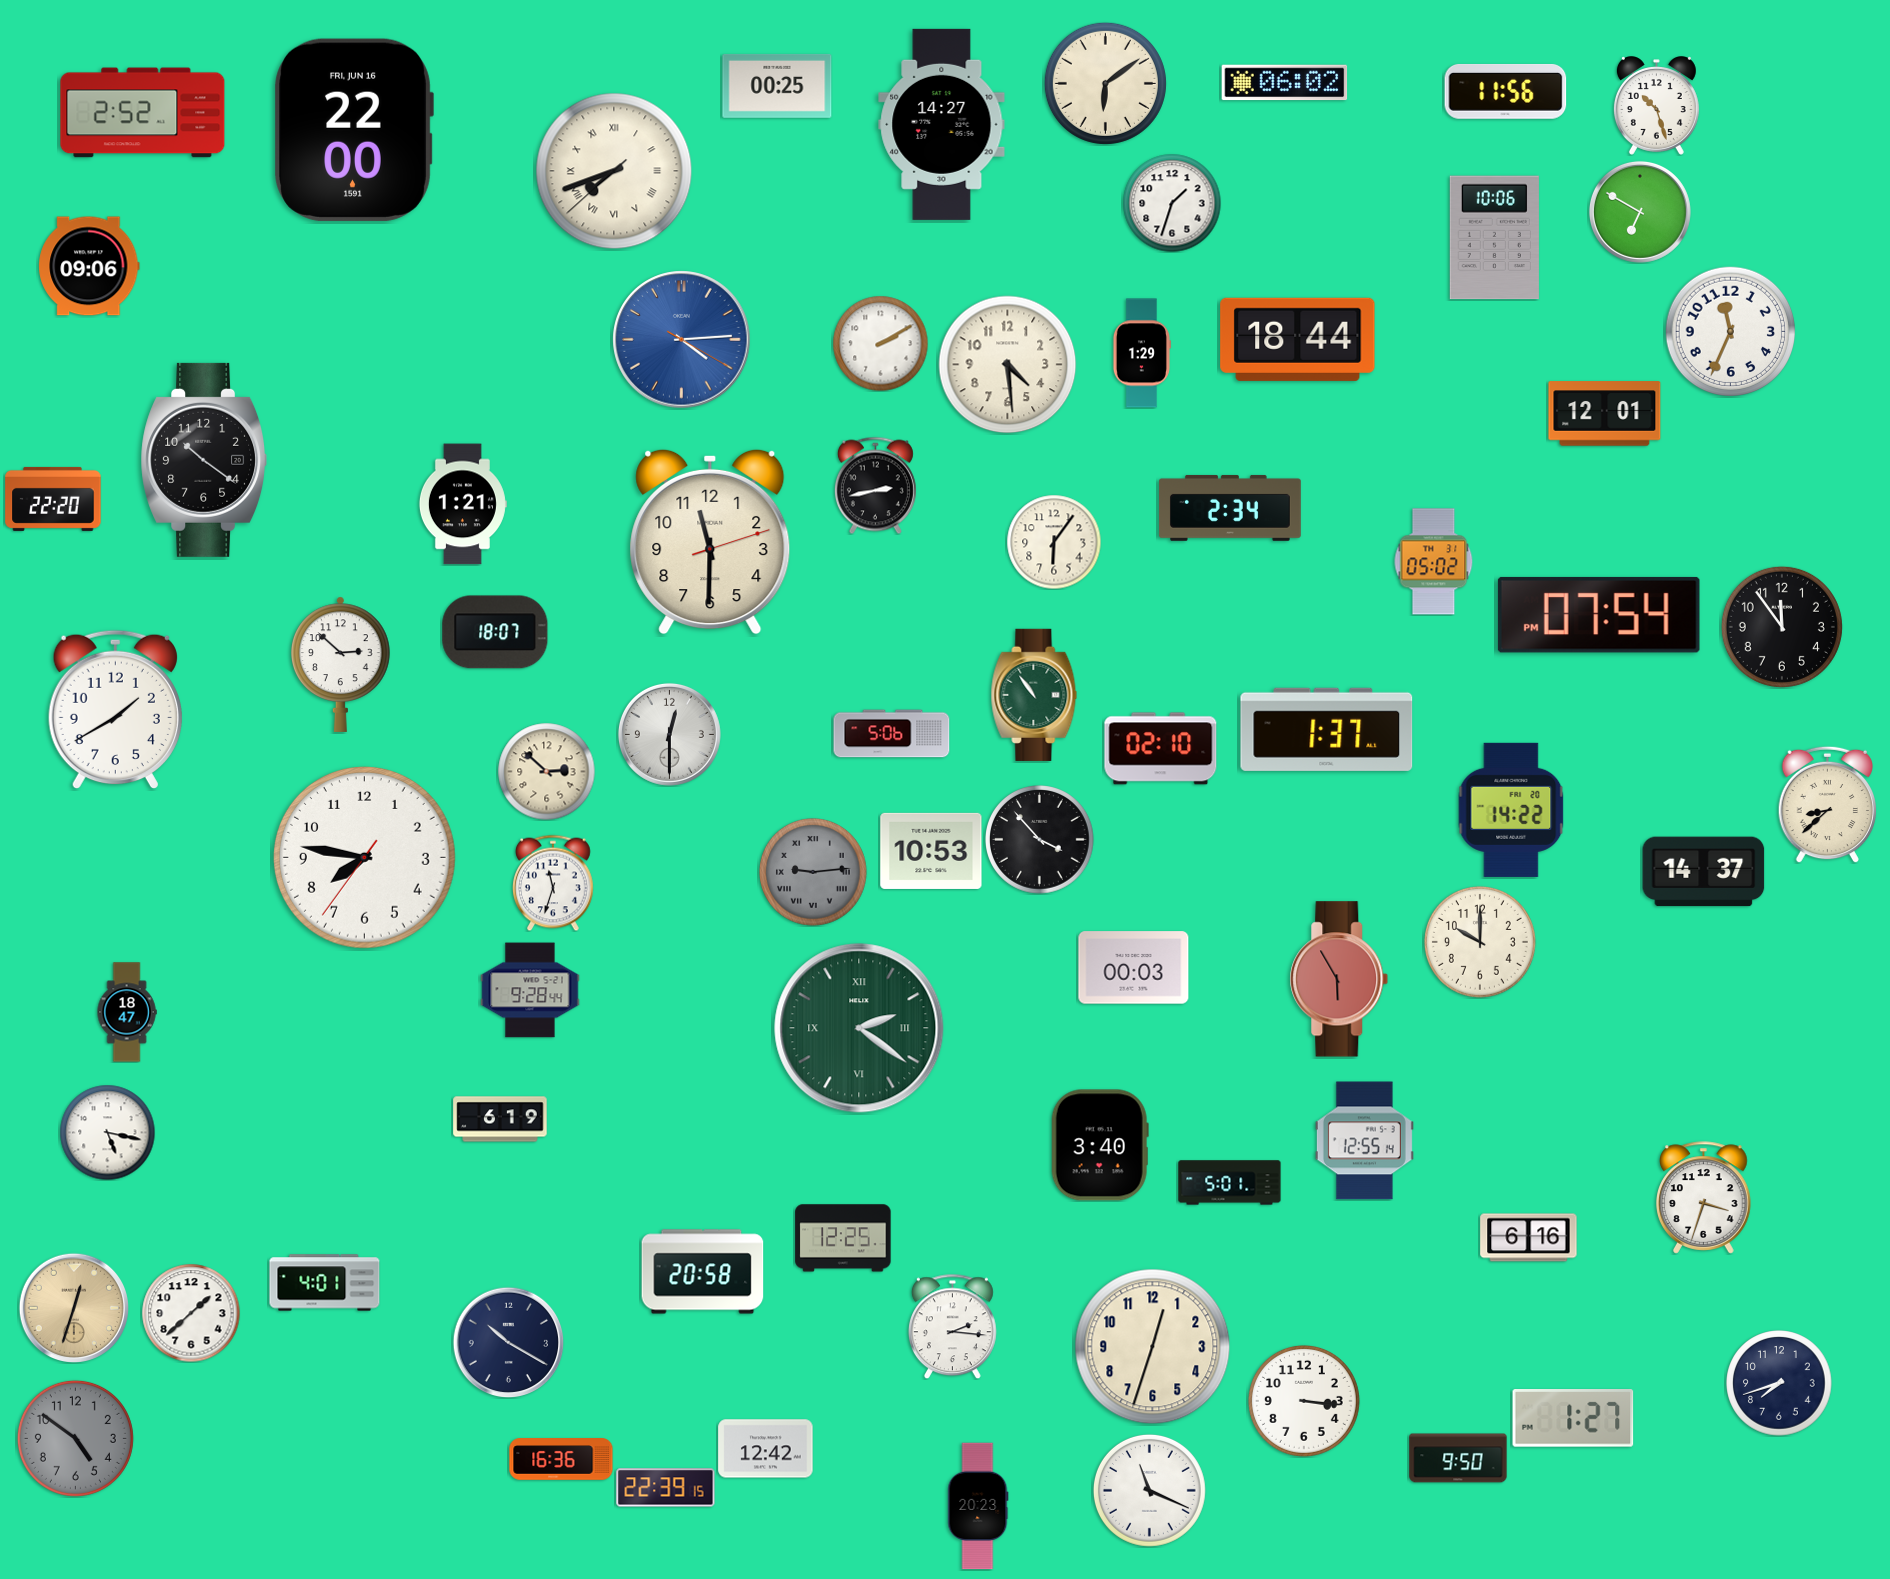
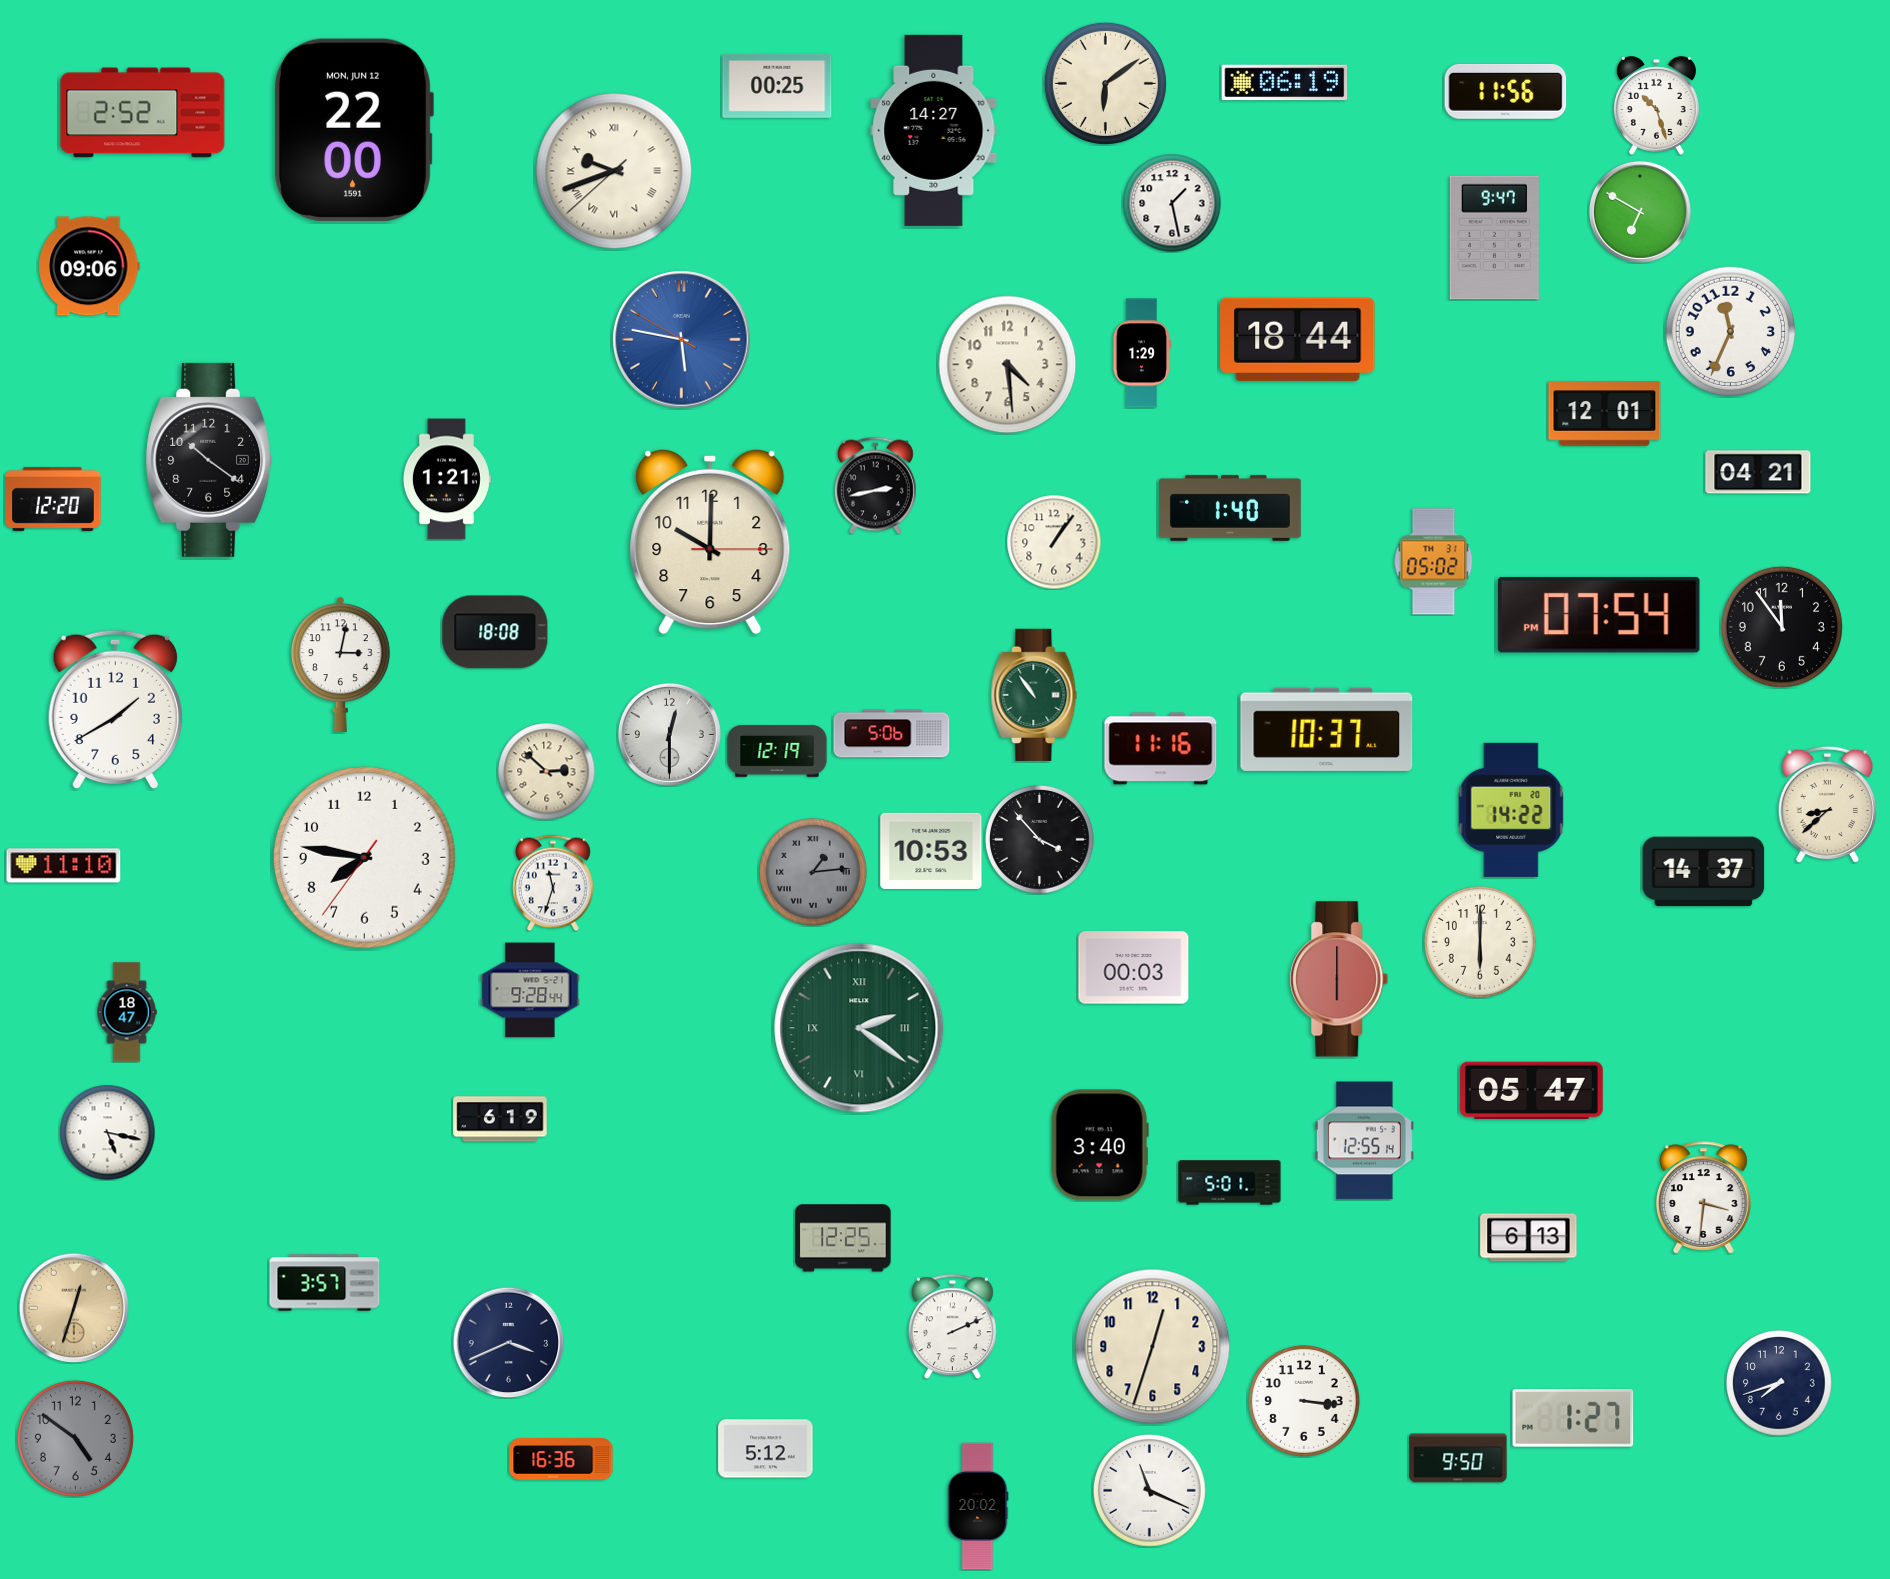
clock at (1285, 83): 06:02 -> 06:19
clock at (942, 124) position: (942, 124) -> (934, 130)
clock at (354, 130) date: FRI, JUN 16 -> MON, JUN 12
clock at (614, 171): 7:41 -> 9:41
clock at (1172, 203): 1:33 -> 1:28
clock at (1494, 238): 10:06 -> 9:47
clock at (682, 340): 4:14 -> 5:46
clock at (880, 343): 2:10 -> none
clock at (204, 460) position: (204, 460) -> (209, 460)
clock at (1758, 472): none -> 04:21
clock at (53, 499): 22:20 -> 12:20
clock at (463, 504) position: (463, 504) -> (447, 479)
clock at (1230, 508): 2:34 -> 1:40
clock at (710, 542): 11:30 -> 10:00
clock at (1054, 542): 6:06 -> 1:06
clock at (495, 632): 18:07 -> 18:08
clock at (341, 664): 2:52 -> 3:02
clock at (1327, 729): 1:37 -> 10:37
clock at (1161, 749): 02:10 -> 11:16
clock at (777, 751): none -> 12:19
clock at (64, 866): none -> 11:10
clock at (814, 873): 9:14 -> 1:14
clock at (1480, 942): 10:00 -> 6:00
clock at (1339, 979): 5:55 -> 6:00
clock at (1531, 1090): none -> 05:47
clock at (1704, 1198): 3:33 -> 3:31
clock at (1529, 1238): 6:16 -> 6:13
clock at (703, 1272): 20:58 -> none
clock at (325, 1283): 4:01 -> 3:57
clock at (191, 1313): 1:38 -> none
clock at (952, 1326): 2:16 -> 2:11
clock at (508, 1342): 10:20 -> 3:41
clock at (766, 1449): 12:42 -> 5:12
clock at (666, 1488): 22:39 -> none
clock at (978, 1506): 20:23 -> 20:02
